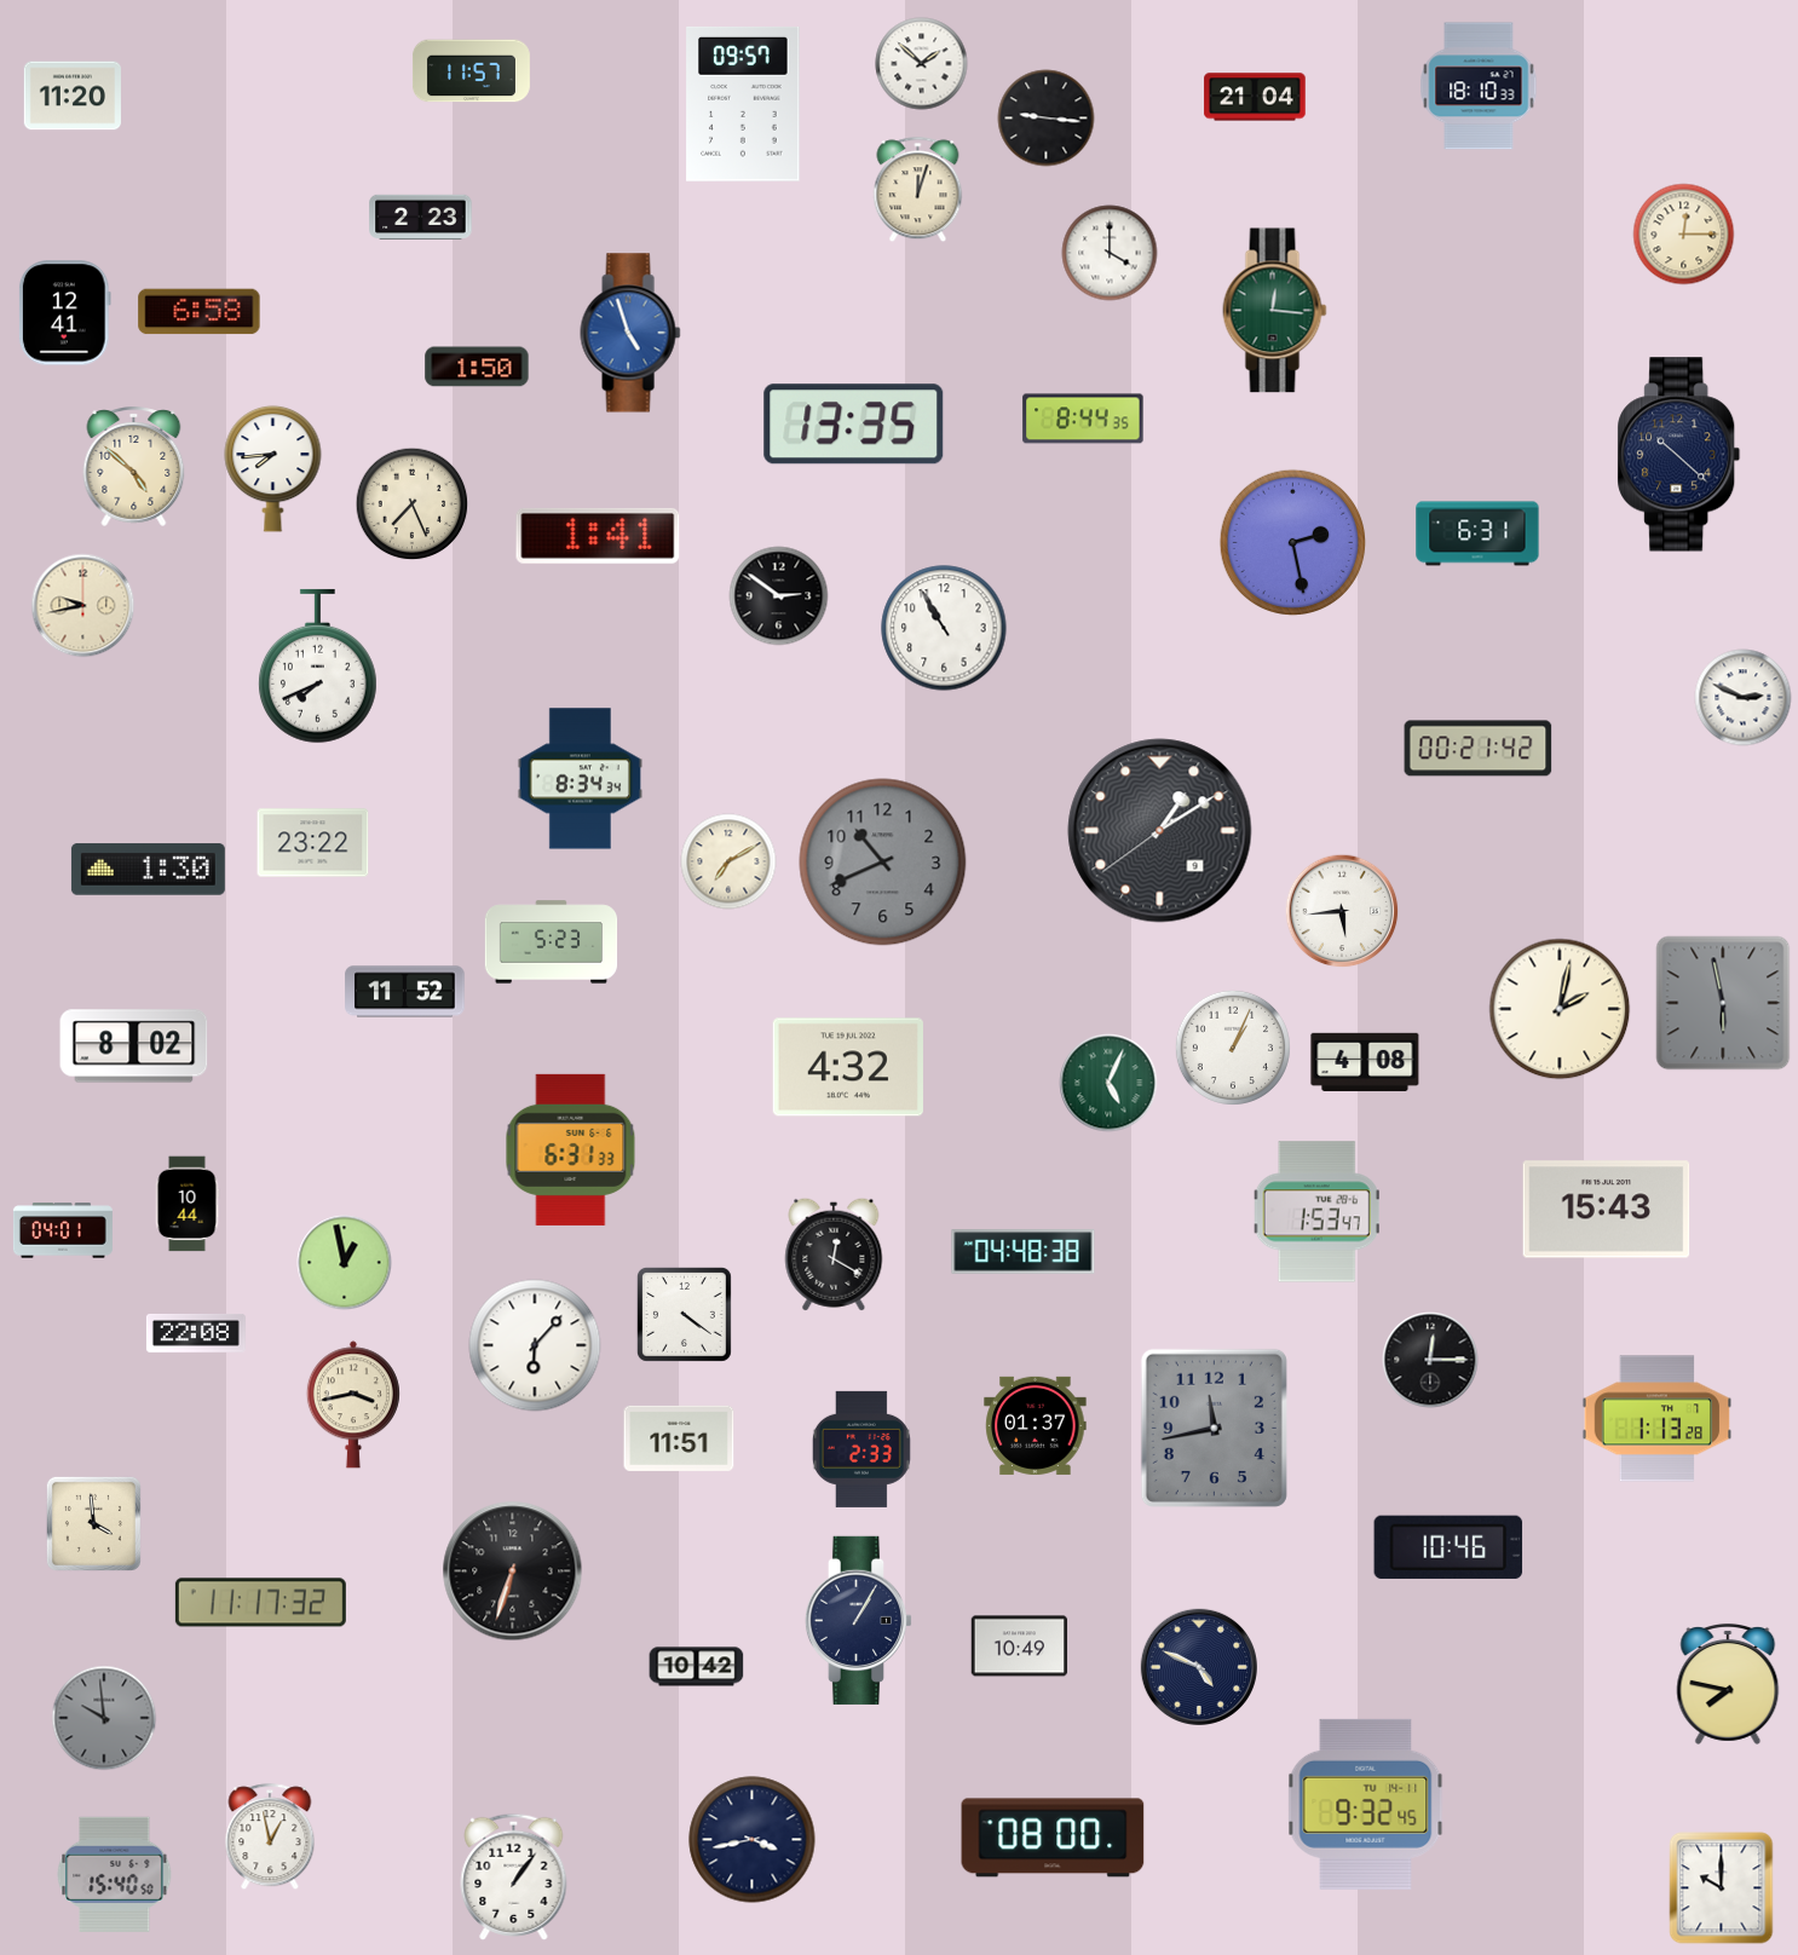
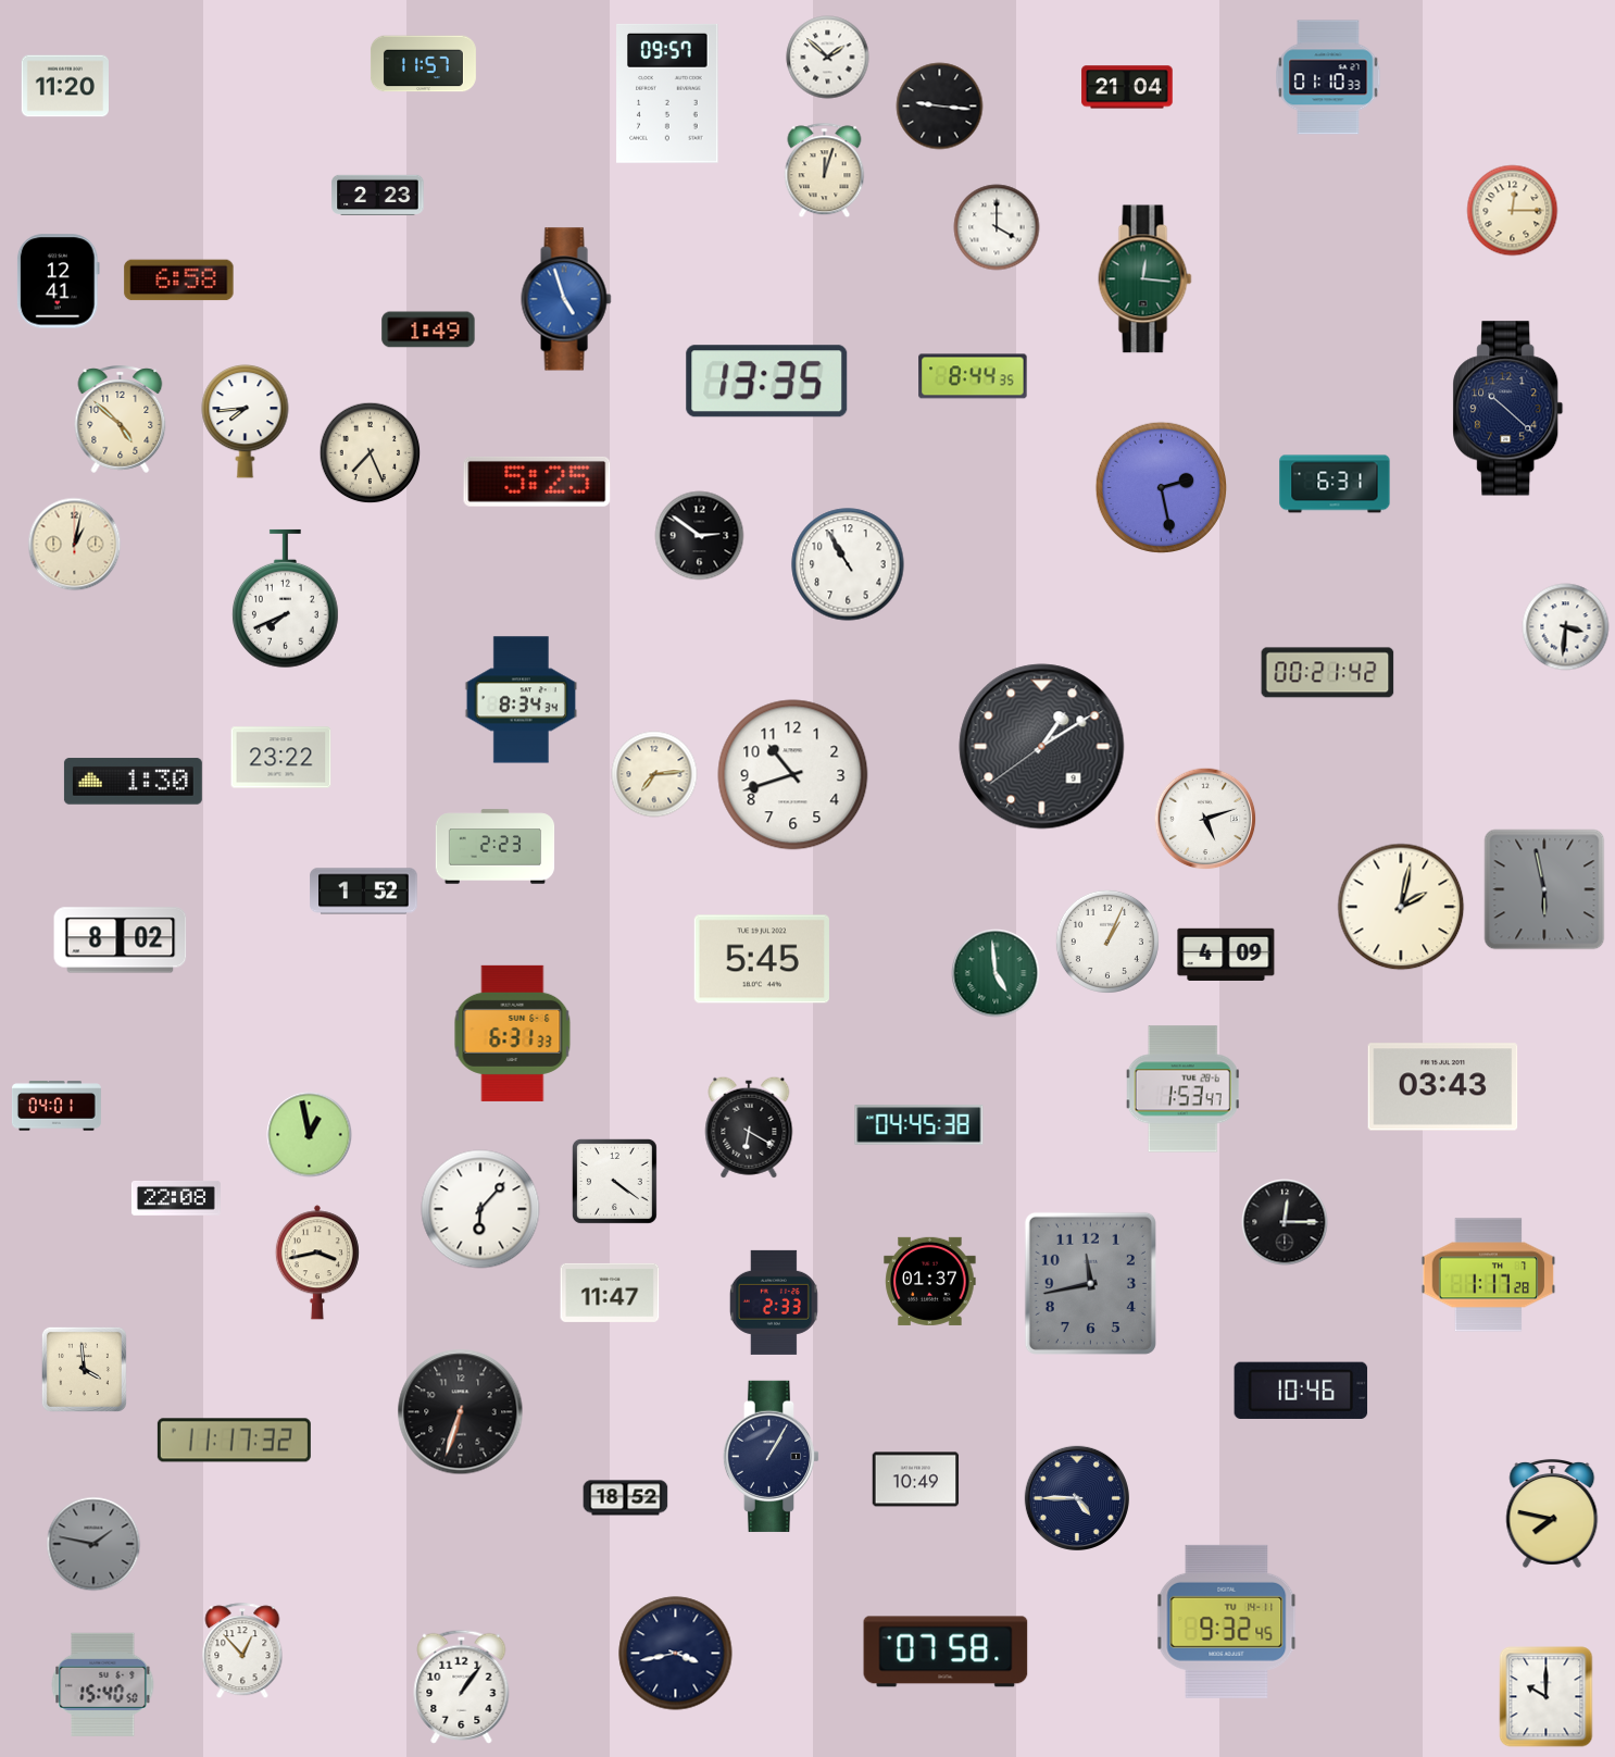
clock at (1479, 86): 18:10 -> 01:10
clock at (477, 367): 1:50 -> 1:49
clock at (1477, 534) position: (1477, 534) -> (1335, 484)
clock at (598, 536): 1:41 -> 5:25
clock at (83, 606): 9:43 -> 1:02
clock at (1744, 698): 2:49 -> 3:31
clock at (728, 861): 7:10 -> 7:14
clock at (883, 863): 10:41 -> 10:42
clock at (883, 863) dial: grey -> white
clock at (1342, 911): 5:44 -> 5:12
clock at (552, 942): 5:23 -> 2:23
clock at (405, 992): 11:52 -> 1:52
clock at (1723, 1003) position: (1723, 1003) -> (1544, 889)
clock at (1365, 1062): 4:08 -> 4:09
clock at (848, 1067): 4:32 -> 5:45
clock at (1108, 1083): 5:04 -> 4:59
clock at (188, 1204): 10:44 -> none
clock at (1607, 1210): 15:43 -> 03:43
clock at (1024, 1252): 04:48 -> 04:45
clock at (834, 1255): 12:20 -> 6:20
clock at (1658, 1419): 1:13 -> 1:17
clock at (679, 1438): 11:51 -> 11:47
clock at (697, 1667): 10:42 -> 18:52
clock at (1199, 1667): 4:49 -> 4:45
clock at (104, 1718): 9:59 -> 1:47
clock at (270, 1838): 12:58 -> 12:53
clock at (1053, 1838): 08:00 -> 07:58
